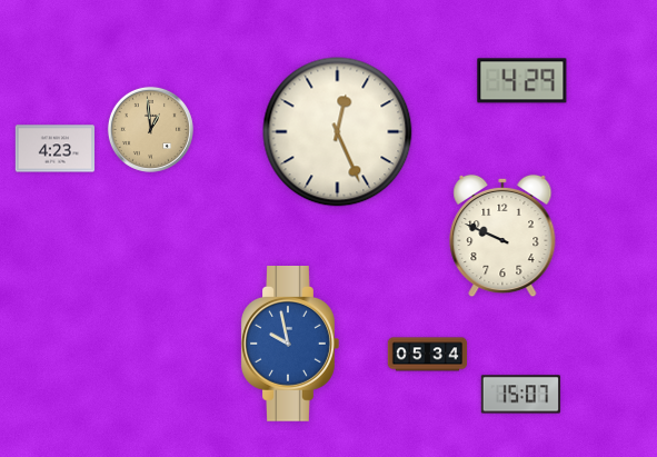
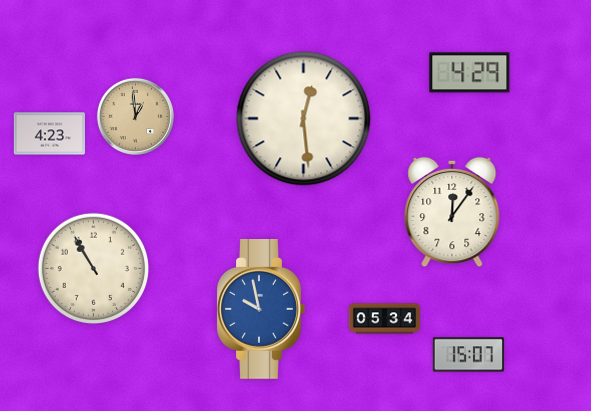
clock at (338, 132): 12:26 -> 12:29
clock at (502, 236): 9:49 -> 12:06
clock at (93, 268): none -> 10:55
